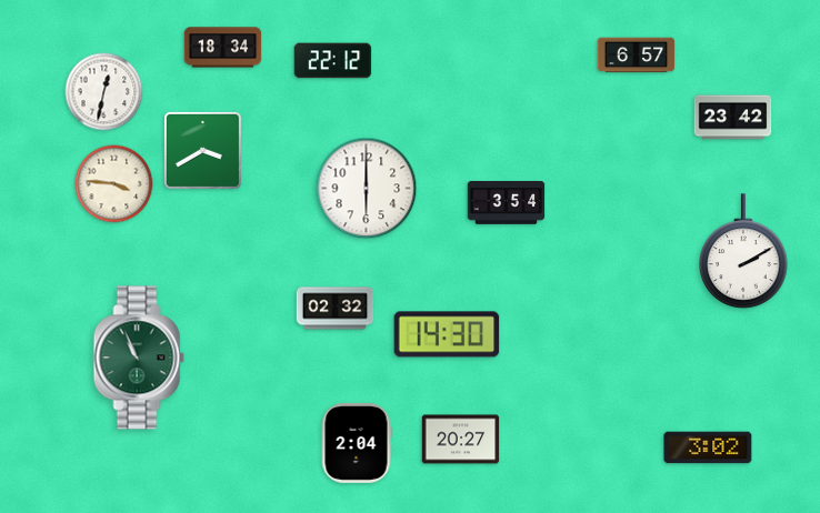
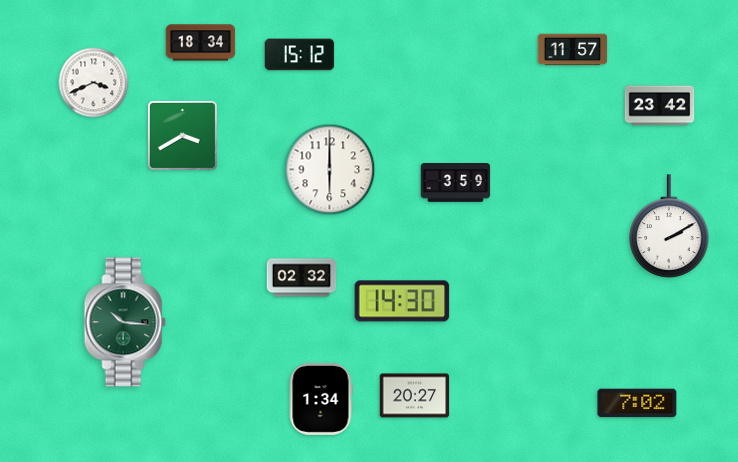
clock at (637, 56): 6:57 -> 11:57
clock at (333, 61): 22:12 -> 15:12
clock at (104, 92): 12:32 -> 3:41
clock at (114, 184): 3:46 -> none
clock at (507, 203): 3:54 -> 3:59
clock at (139, 358): 10:56 -> 10:16
clock at (357, 443): 2:04 -> 1:34
clock at (708, 447): 3:02 -> 7:02
